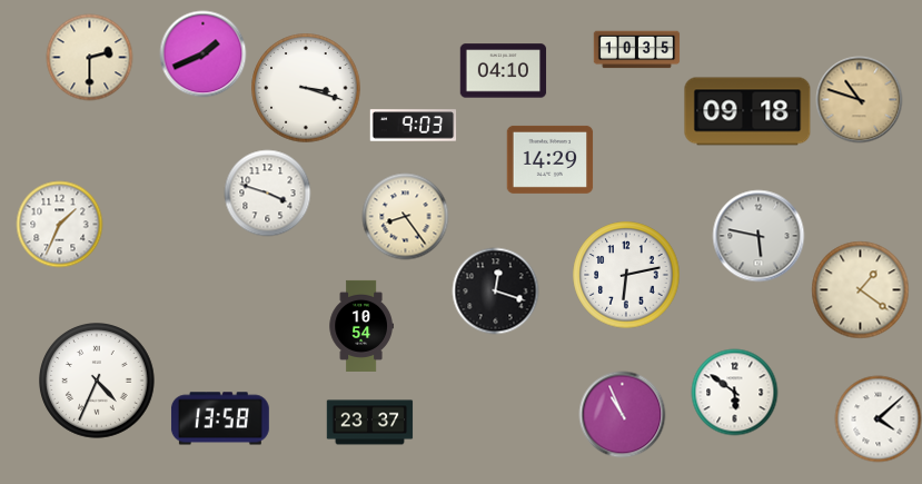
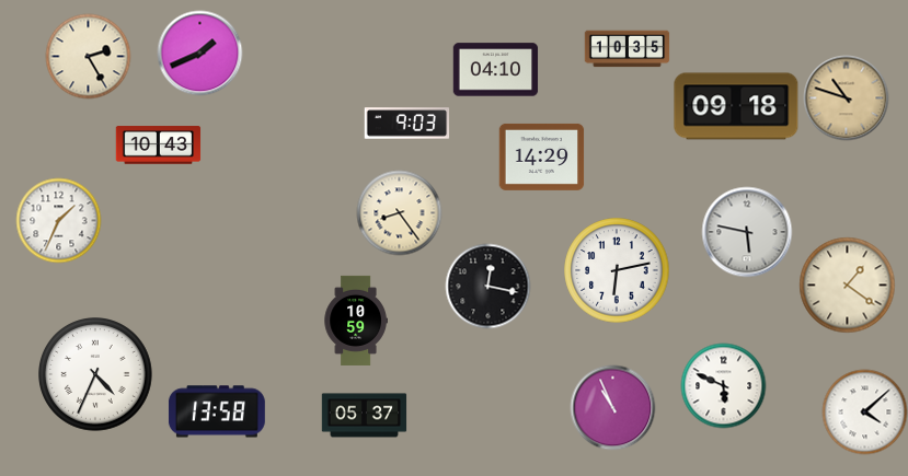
clock at (89, 57): 2:30 -> 2:25
clock at (306, 88): 3:18 -> none
clock at (747, 111) position: (747, 111) -> (736, 106)
clock at (158, 146): none -> 10:43
clock at (267, 192): 3:48 -> none
clock at (495, 290): 12:18 -> 12:17
clock at (361, 326): 10:54 -> 10:59
clock at (734, 392): 5:51 -> 5:49
clock at (369, 423): 23:37 -> 05:37
